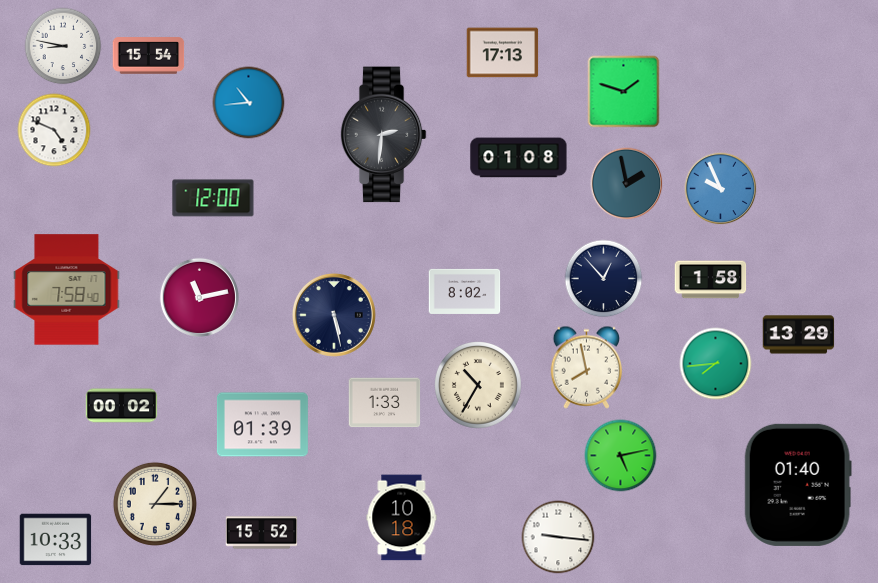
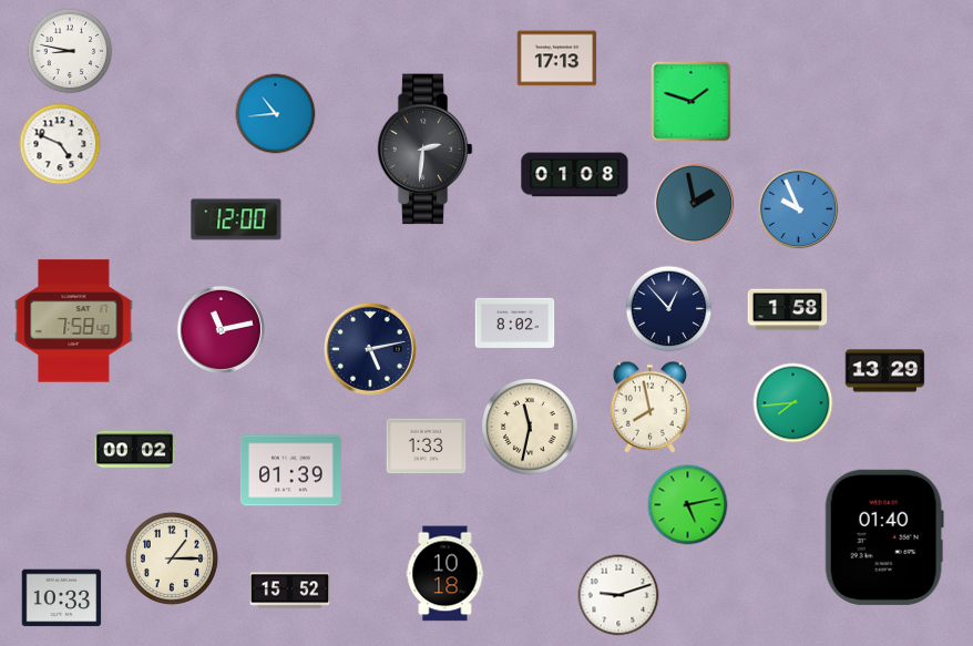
clock at (149, 56): 15:54 -> none
clock at (334, 315): 5:28 -> 5:13
clock at (479, 386): 10:35 -> 11:32
clock at (558, 537): 9:16 -> 9:12
